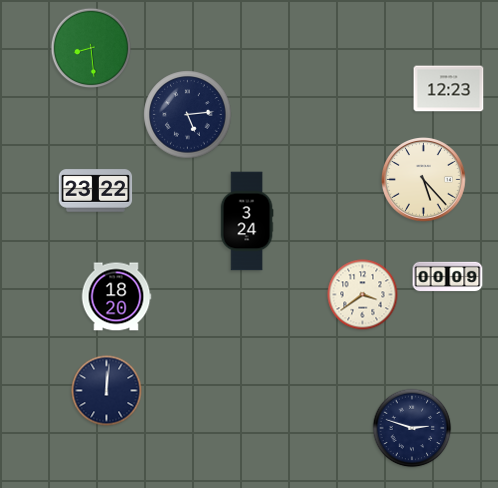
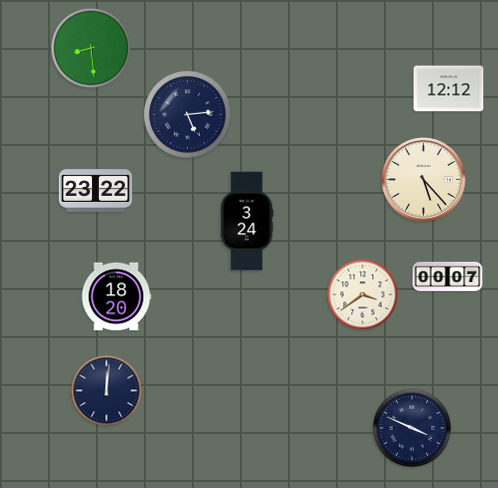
clock at (449, 89): 12:23 -> 12:12
clock at (448, 277): 00:09 -> 00:07
clock at (412, 428): 2:48 -> 3:49
